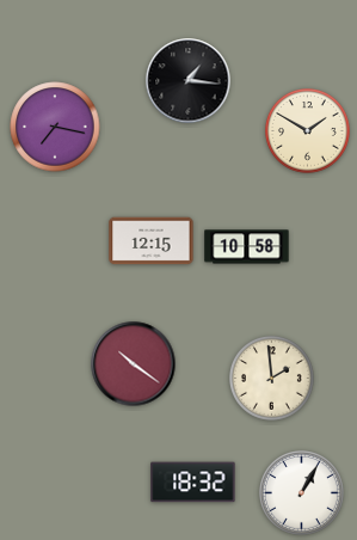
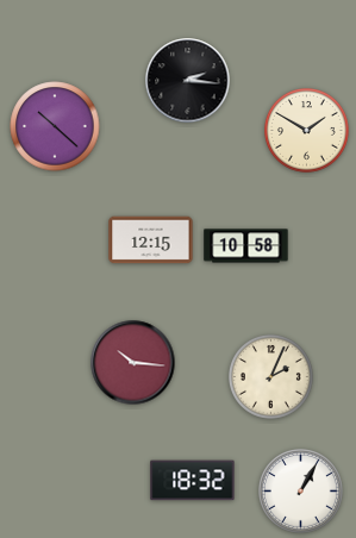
clock at (189, 81): 1:16 -> 2:16
clock at (55, 127): 7:17 -> 10:22
clock at (134, 364): 10:21 -> 10:16
clock at (272, 379): 1:59 -> 2:04
